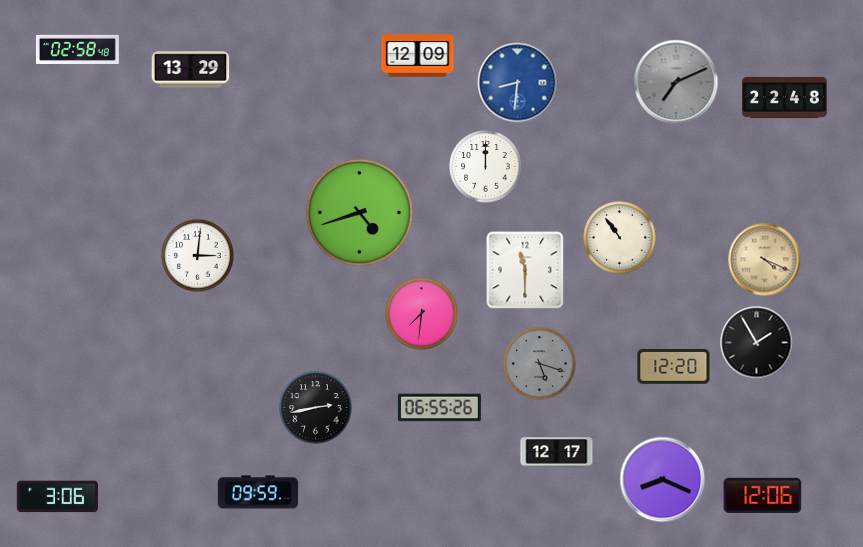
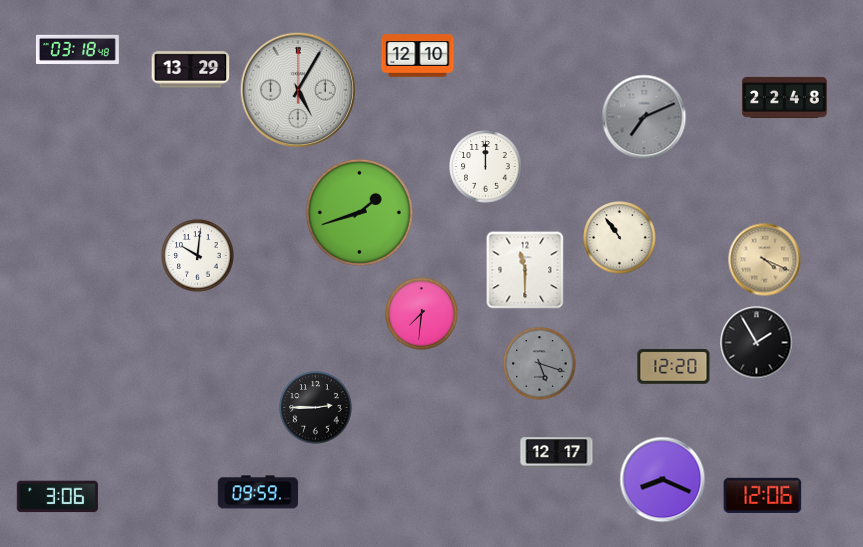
clock at (77, 49): 02:58 -> 03:18
clock at (418, 56): 12:09 -> 12:10
clock at (676, 82) position: (676, 82) -> (644, 117)
clock at (518, 83): 8:31 -> none
clock at (298, 90): none -> 5:05
clock at (359, 212): 4:42 -> 1:42
clock at (198, 256): 3:01 -> 10:01
clock at (316, 408): 2:43 -> 2:45
clock at (439, 408): 06:55 -> none
